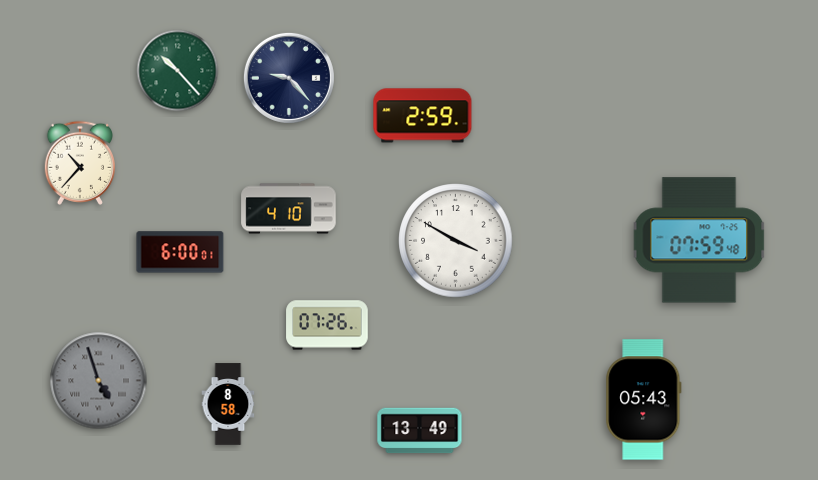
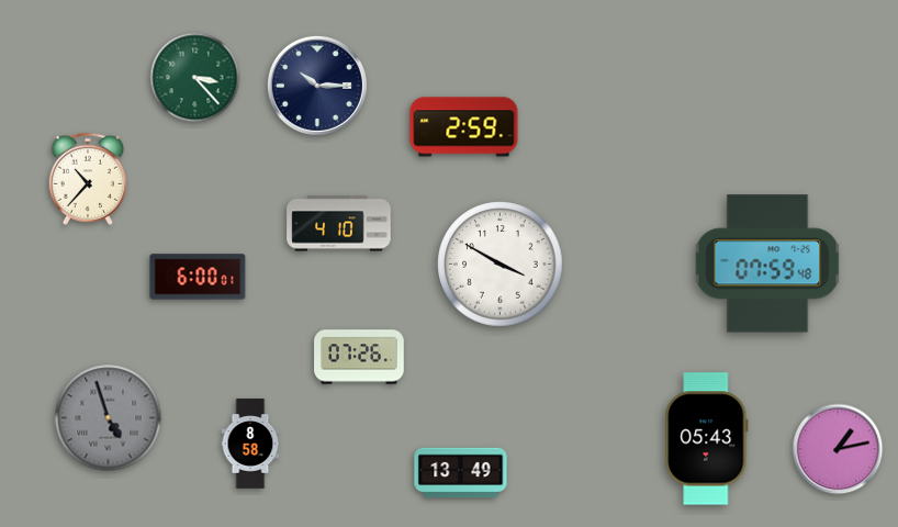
clock at (178, 71): 10:23 -> 3:23
clock at (289, 78): 9:23 -> 10:15
clock at (289, 209) position: (289, 209) -> (339, 224)
clock at (838, 449): none -> 1:13
